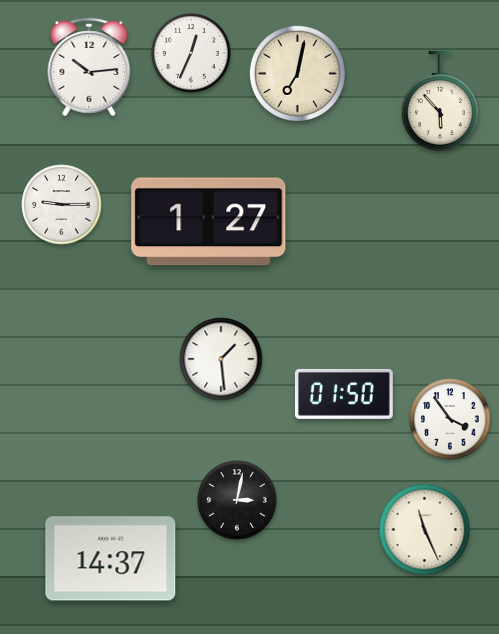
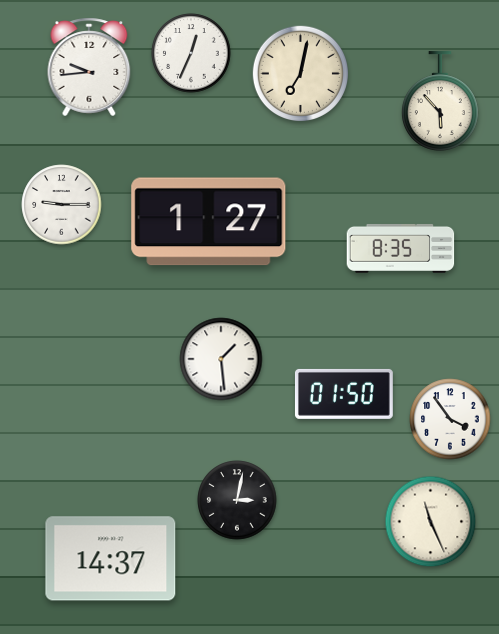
clock at (89, 67): 10:14 -> 9:44
clock at (297, 73) position: (297, 73) -> (300, 73)
clock at (401, 248): none -> 8:35
clock at (425, 530) position: (425, 530) -> (431, 522)
